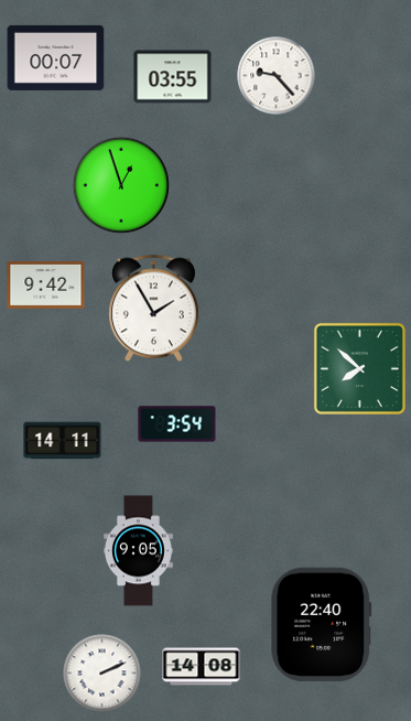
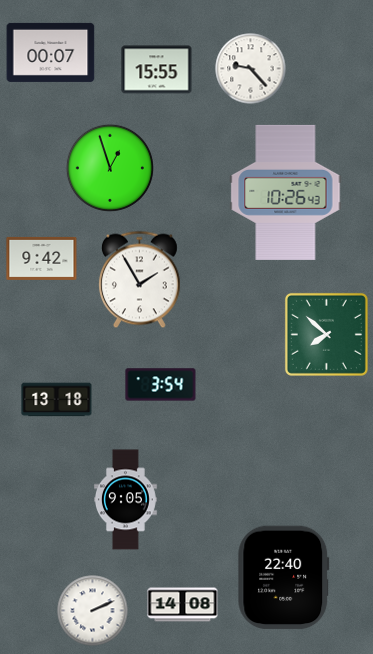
clock at (173, 77): 03:55 -> 15:55
clock at (286, 192): none -> 10:26
clock at (63, 441): 14:11 -> 13:18
clock at (322, 625) position: (322, 625) -> (284, 578)
